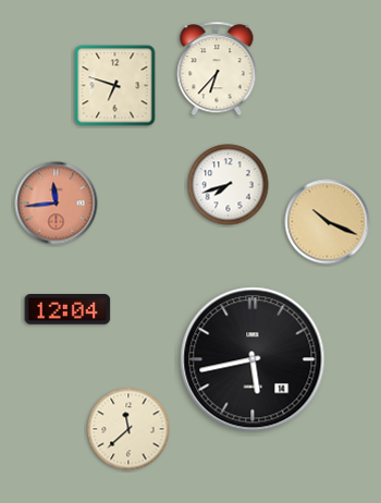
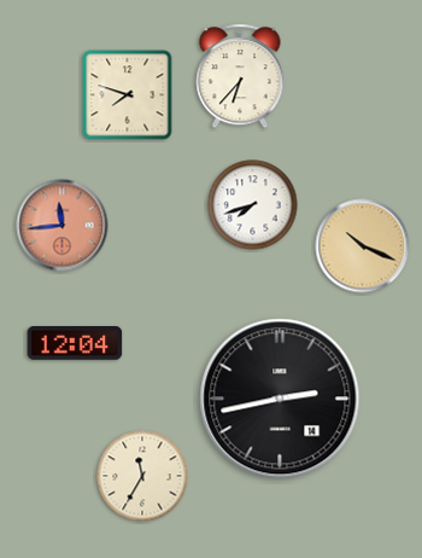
clock at (115, 86): 6:48 -> 7:48
clock at (253, 359): 5:43 -> 2:43
clock at (128, 429): 11:38 -> 11:35
